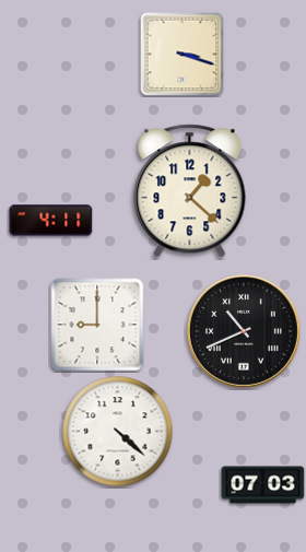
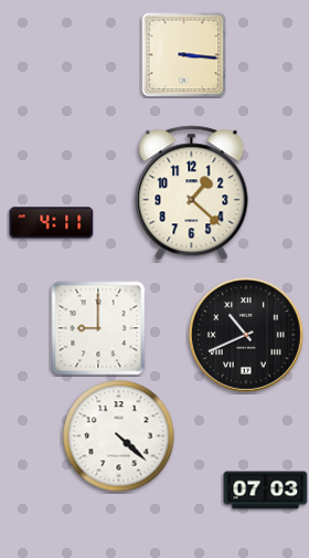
clock at (183, 55): 3:18 -> 3:16
